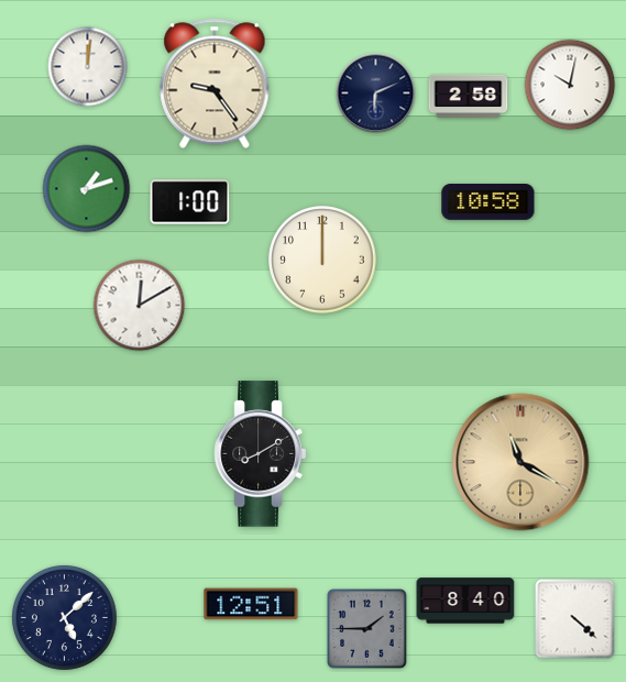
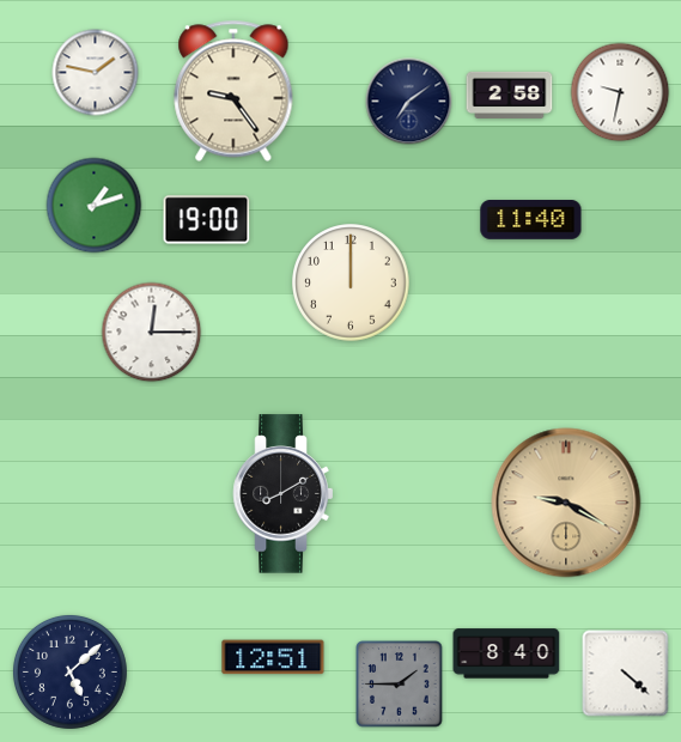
clock at (88, 67): 12:01 -> 1:47
clock at (570, 85): 10:02 -> 9:32
clock at (376, 94): 6:11 -> 7:09
clock at (469, 96) position: (469, 96) -> (510, 95)
clock at (190, 202): 1:00 -> 19:00
clock at (488, 202): 10:58 -> 11:40
clock at (140, 306): 12:10 -> 12:15
clock at (520, 462): 11:20 -> 9:20
